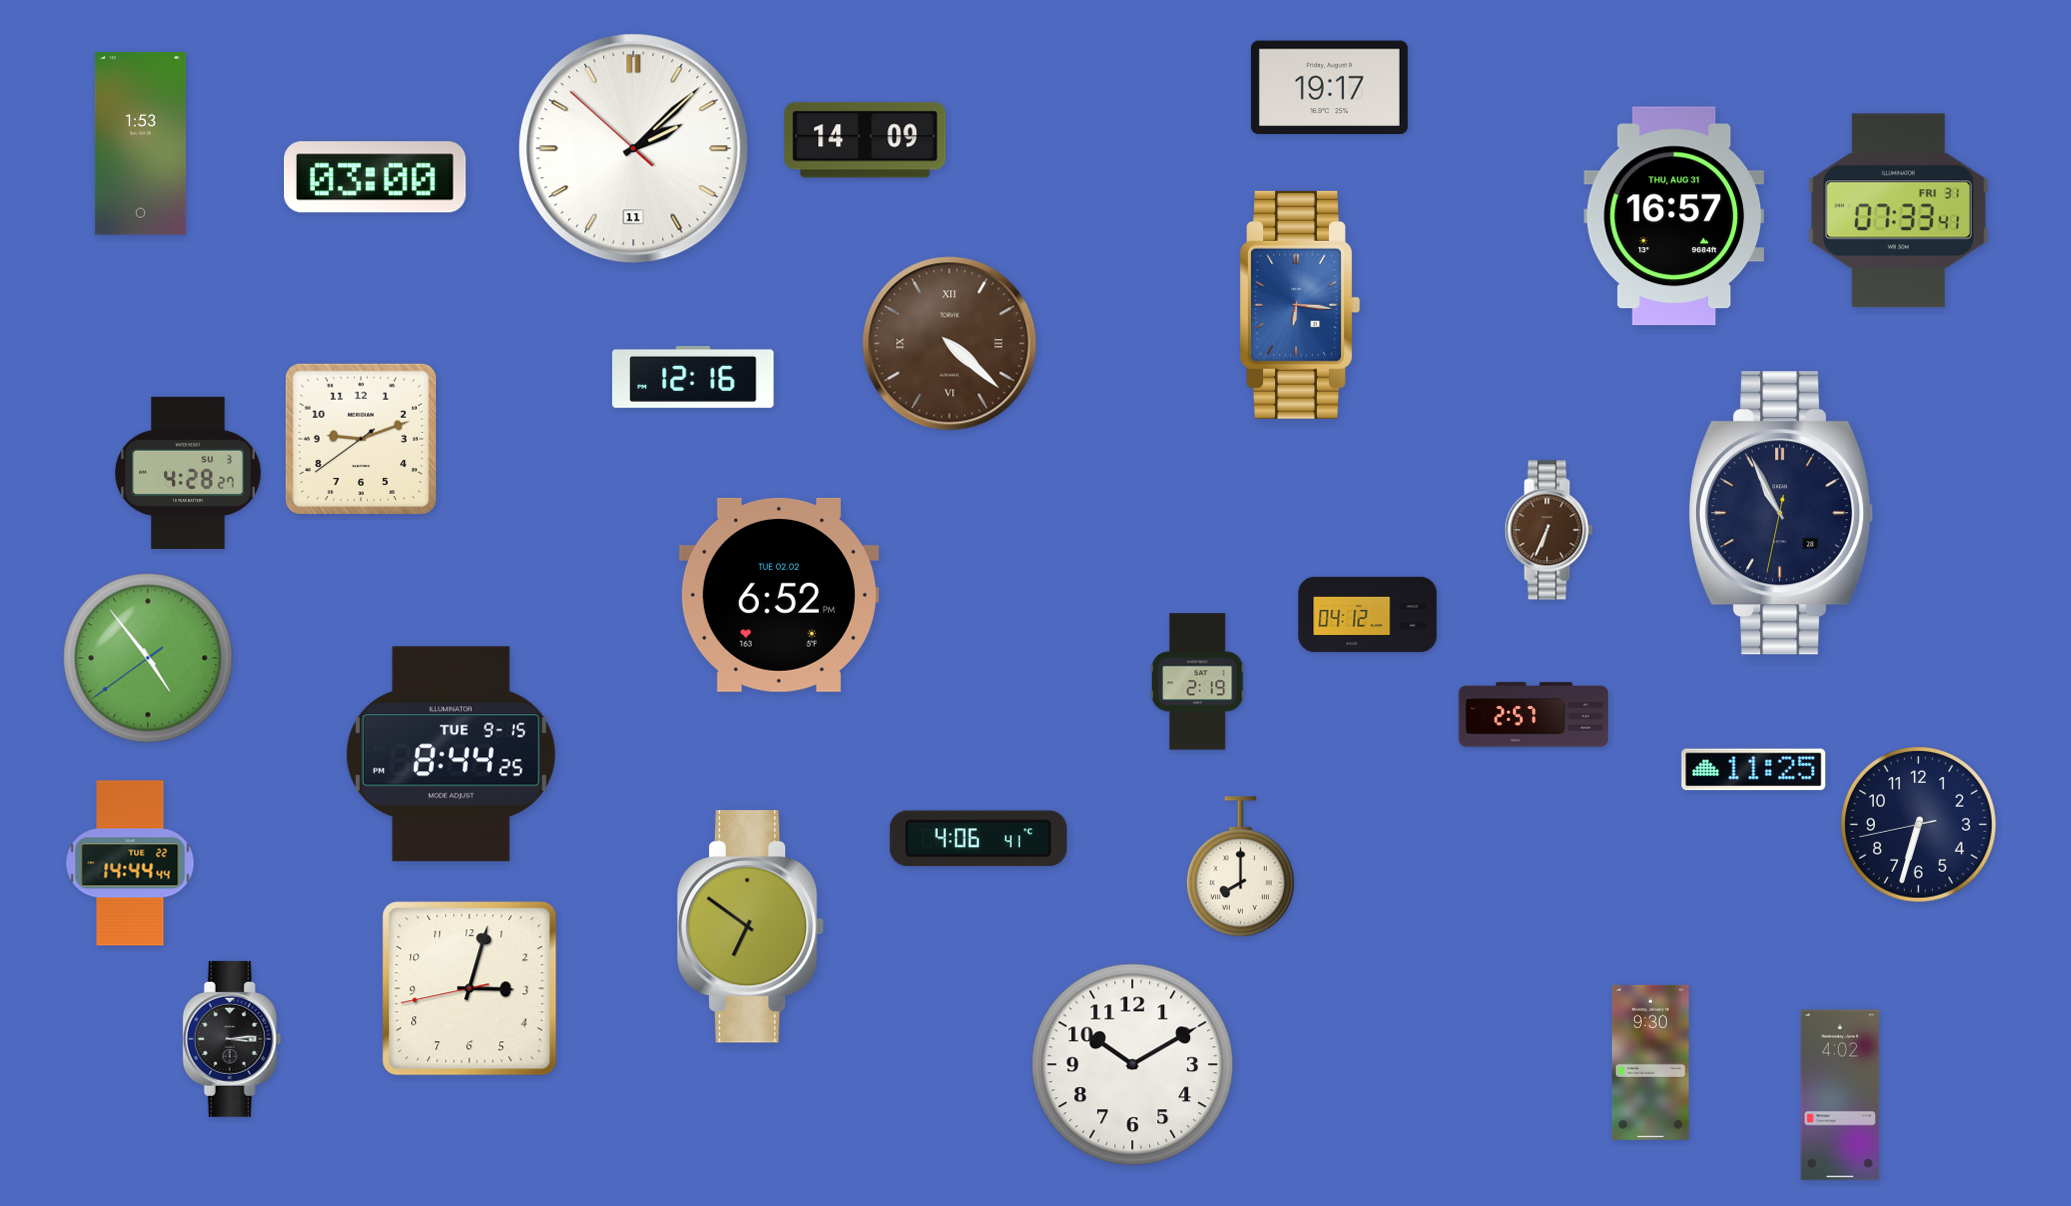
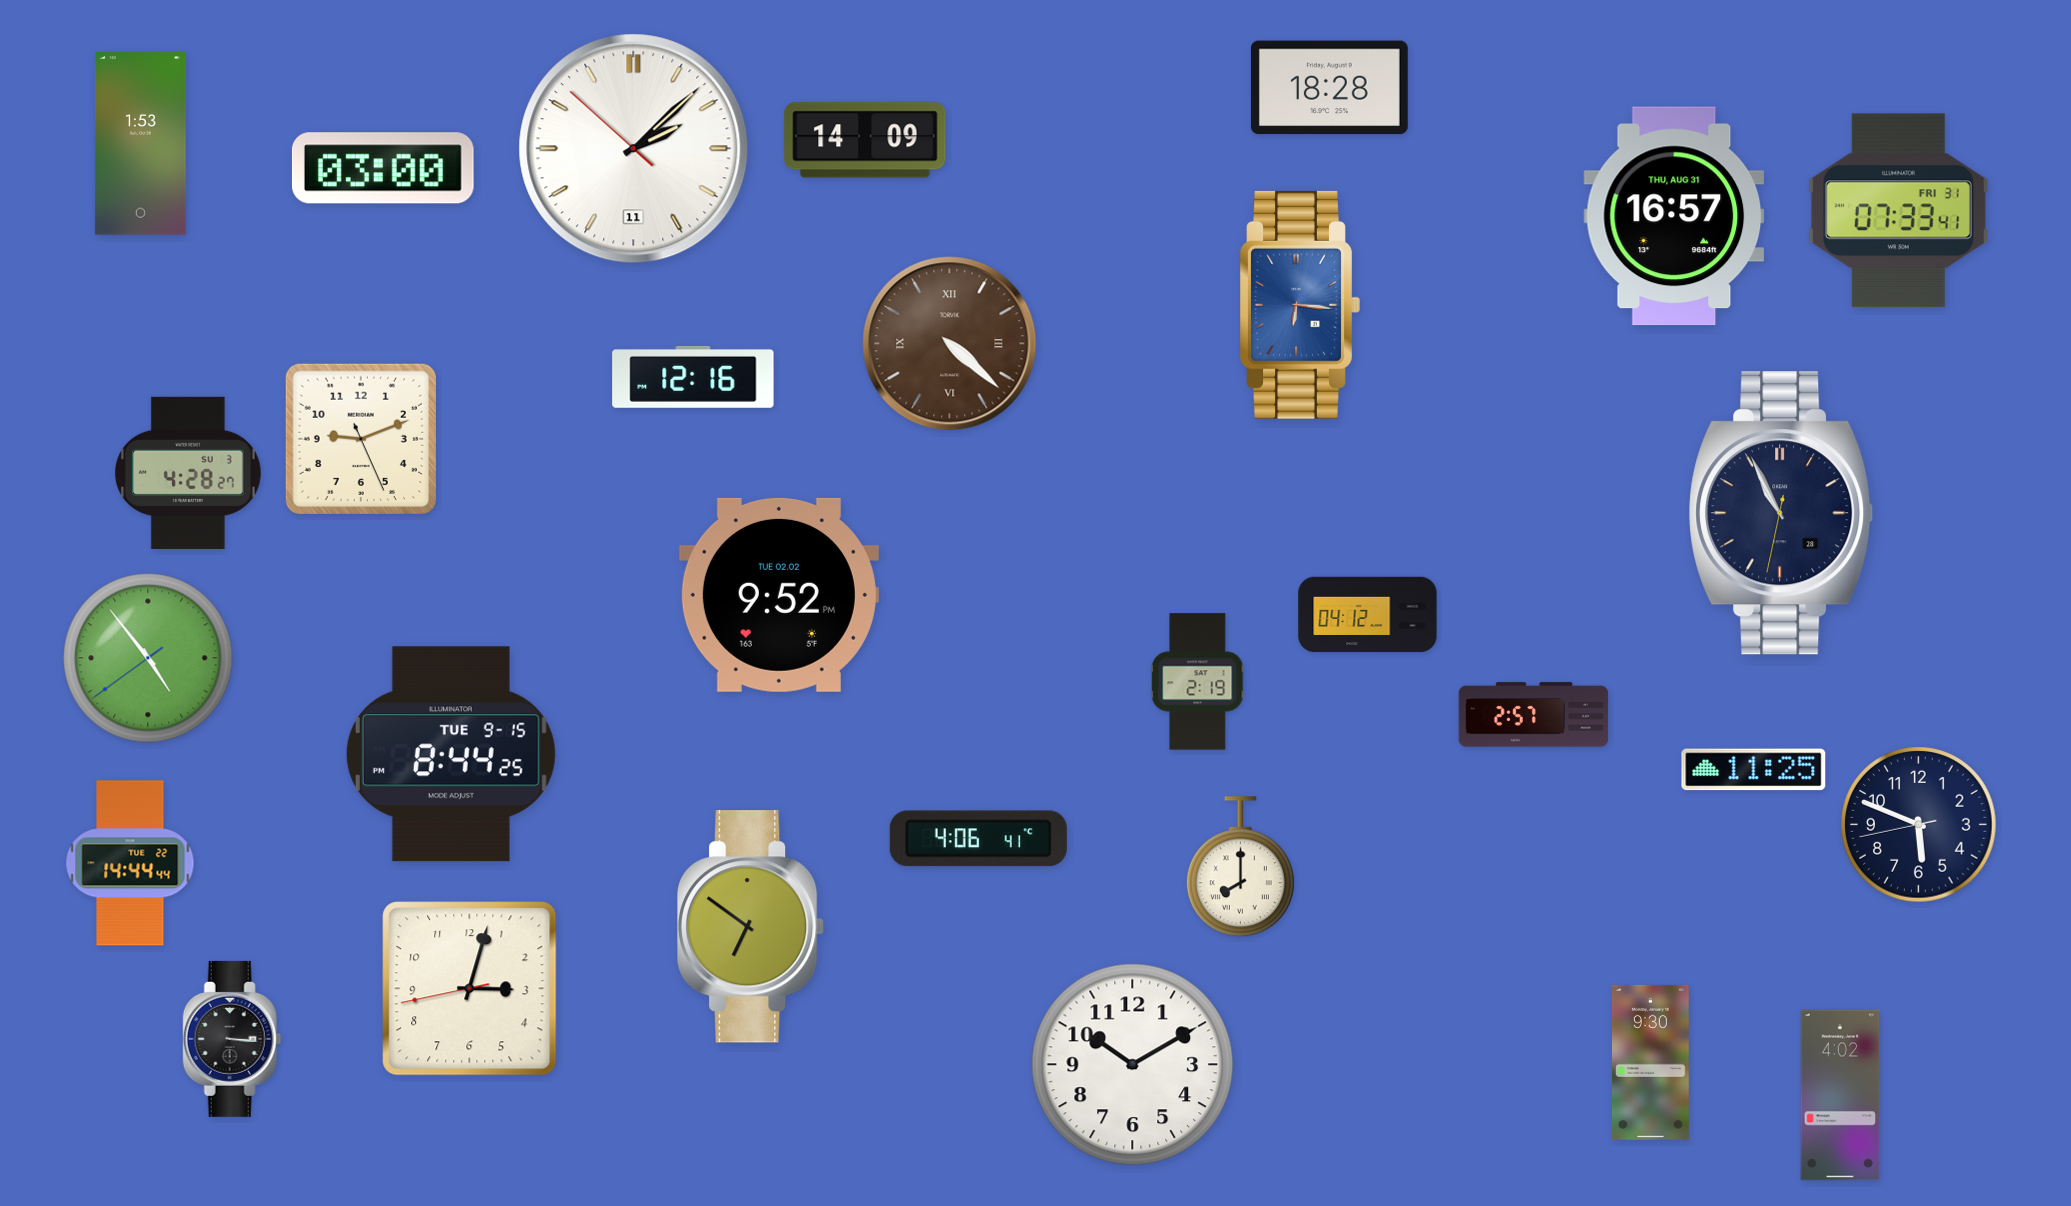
clock at (1329, 88): 19:17 -> 18:28
clock at (375, 177) position: (375, 177) -> (383, 168)
clock at (361, 439): 9:11:39 -> 9:11:26
clock at (1549, 530): 6:34 -> none
clock at (779, 595): 6:52 -> 9:52
clock at (1919, 825): 6:32 -> 5:48
clock at (232, 1039): 3:14 -> 3:16
